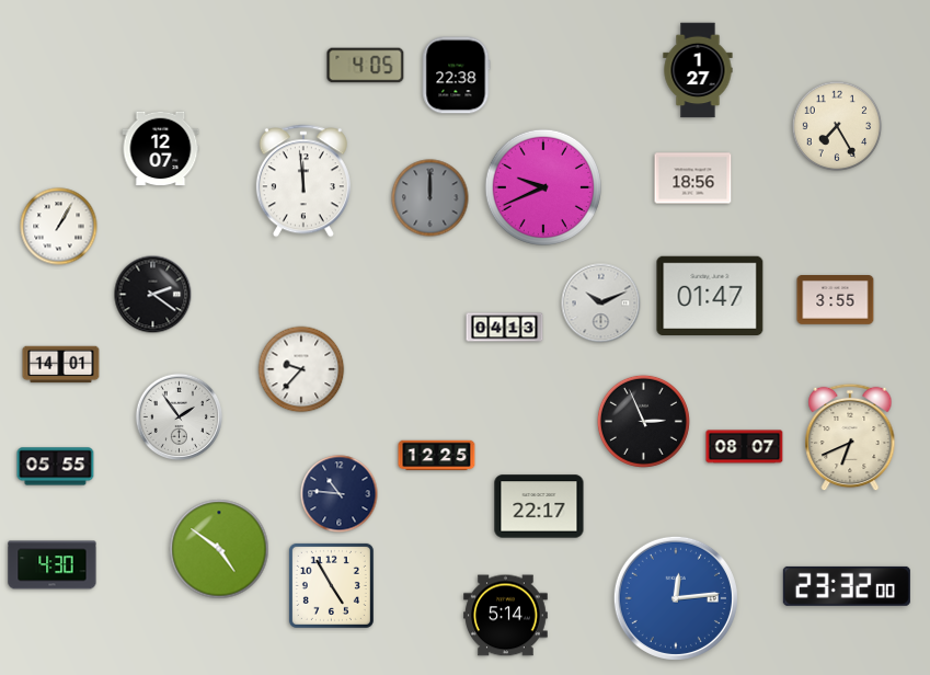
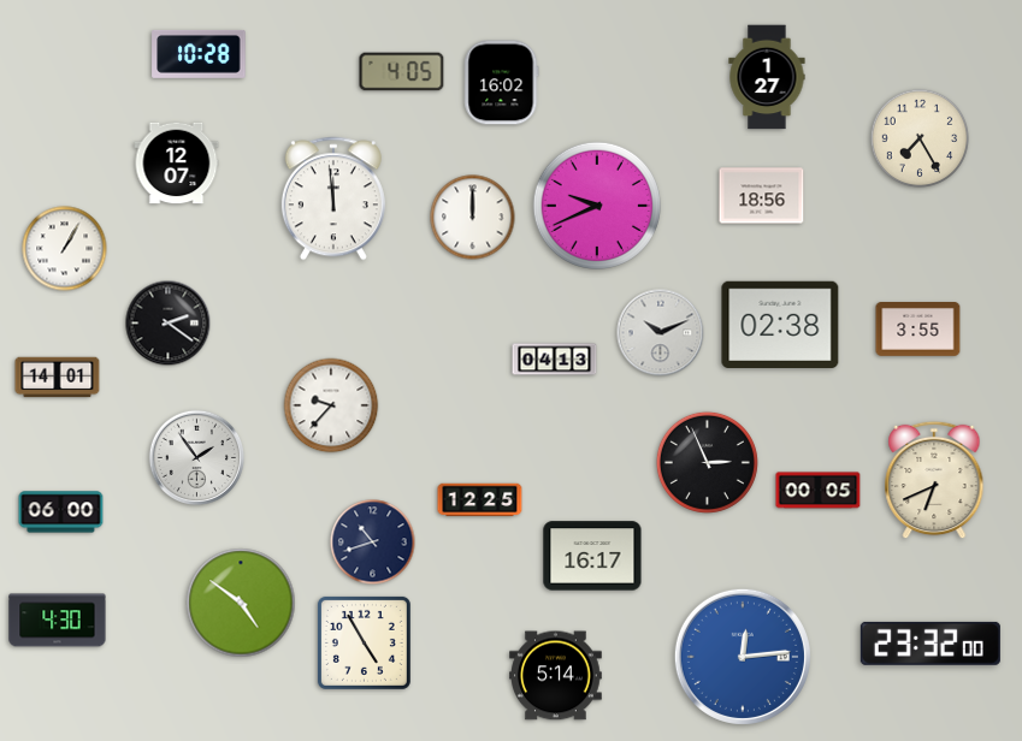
clock at (199, 54): none -> 10:28
clock at (457, 76): 22:38 -> 16:02
clock at (430, 198) dial: grey -> white
clock at (710, 295): 01:47 -> 02:38
clock at (61, 365) position: (61, 365) -> (58, 378)
clock at (745, 447): 08:07 -> 00:05
clock at (56, 467): 05:55 -> 06:00
clock at (340, 494): 10:46 -> 10:42
clock at (539, 506): 22:17 -> 16:17
